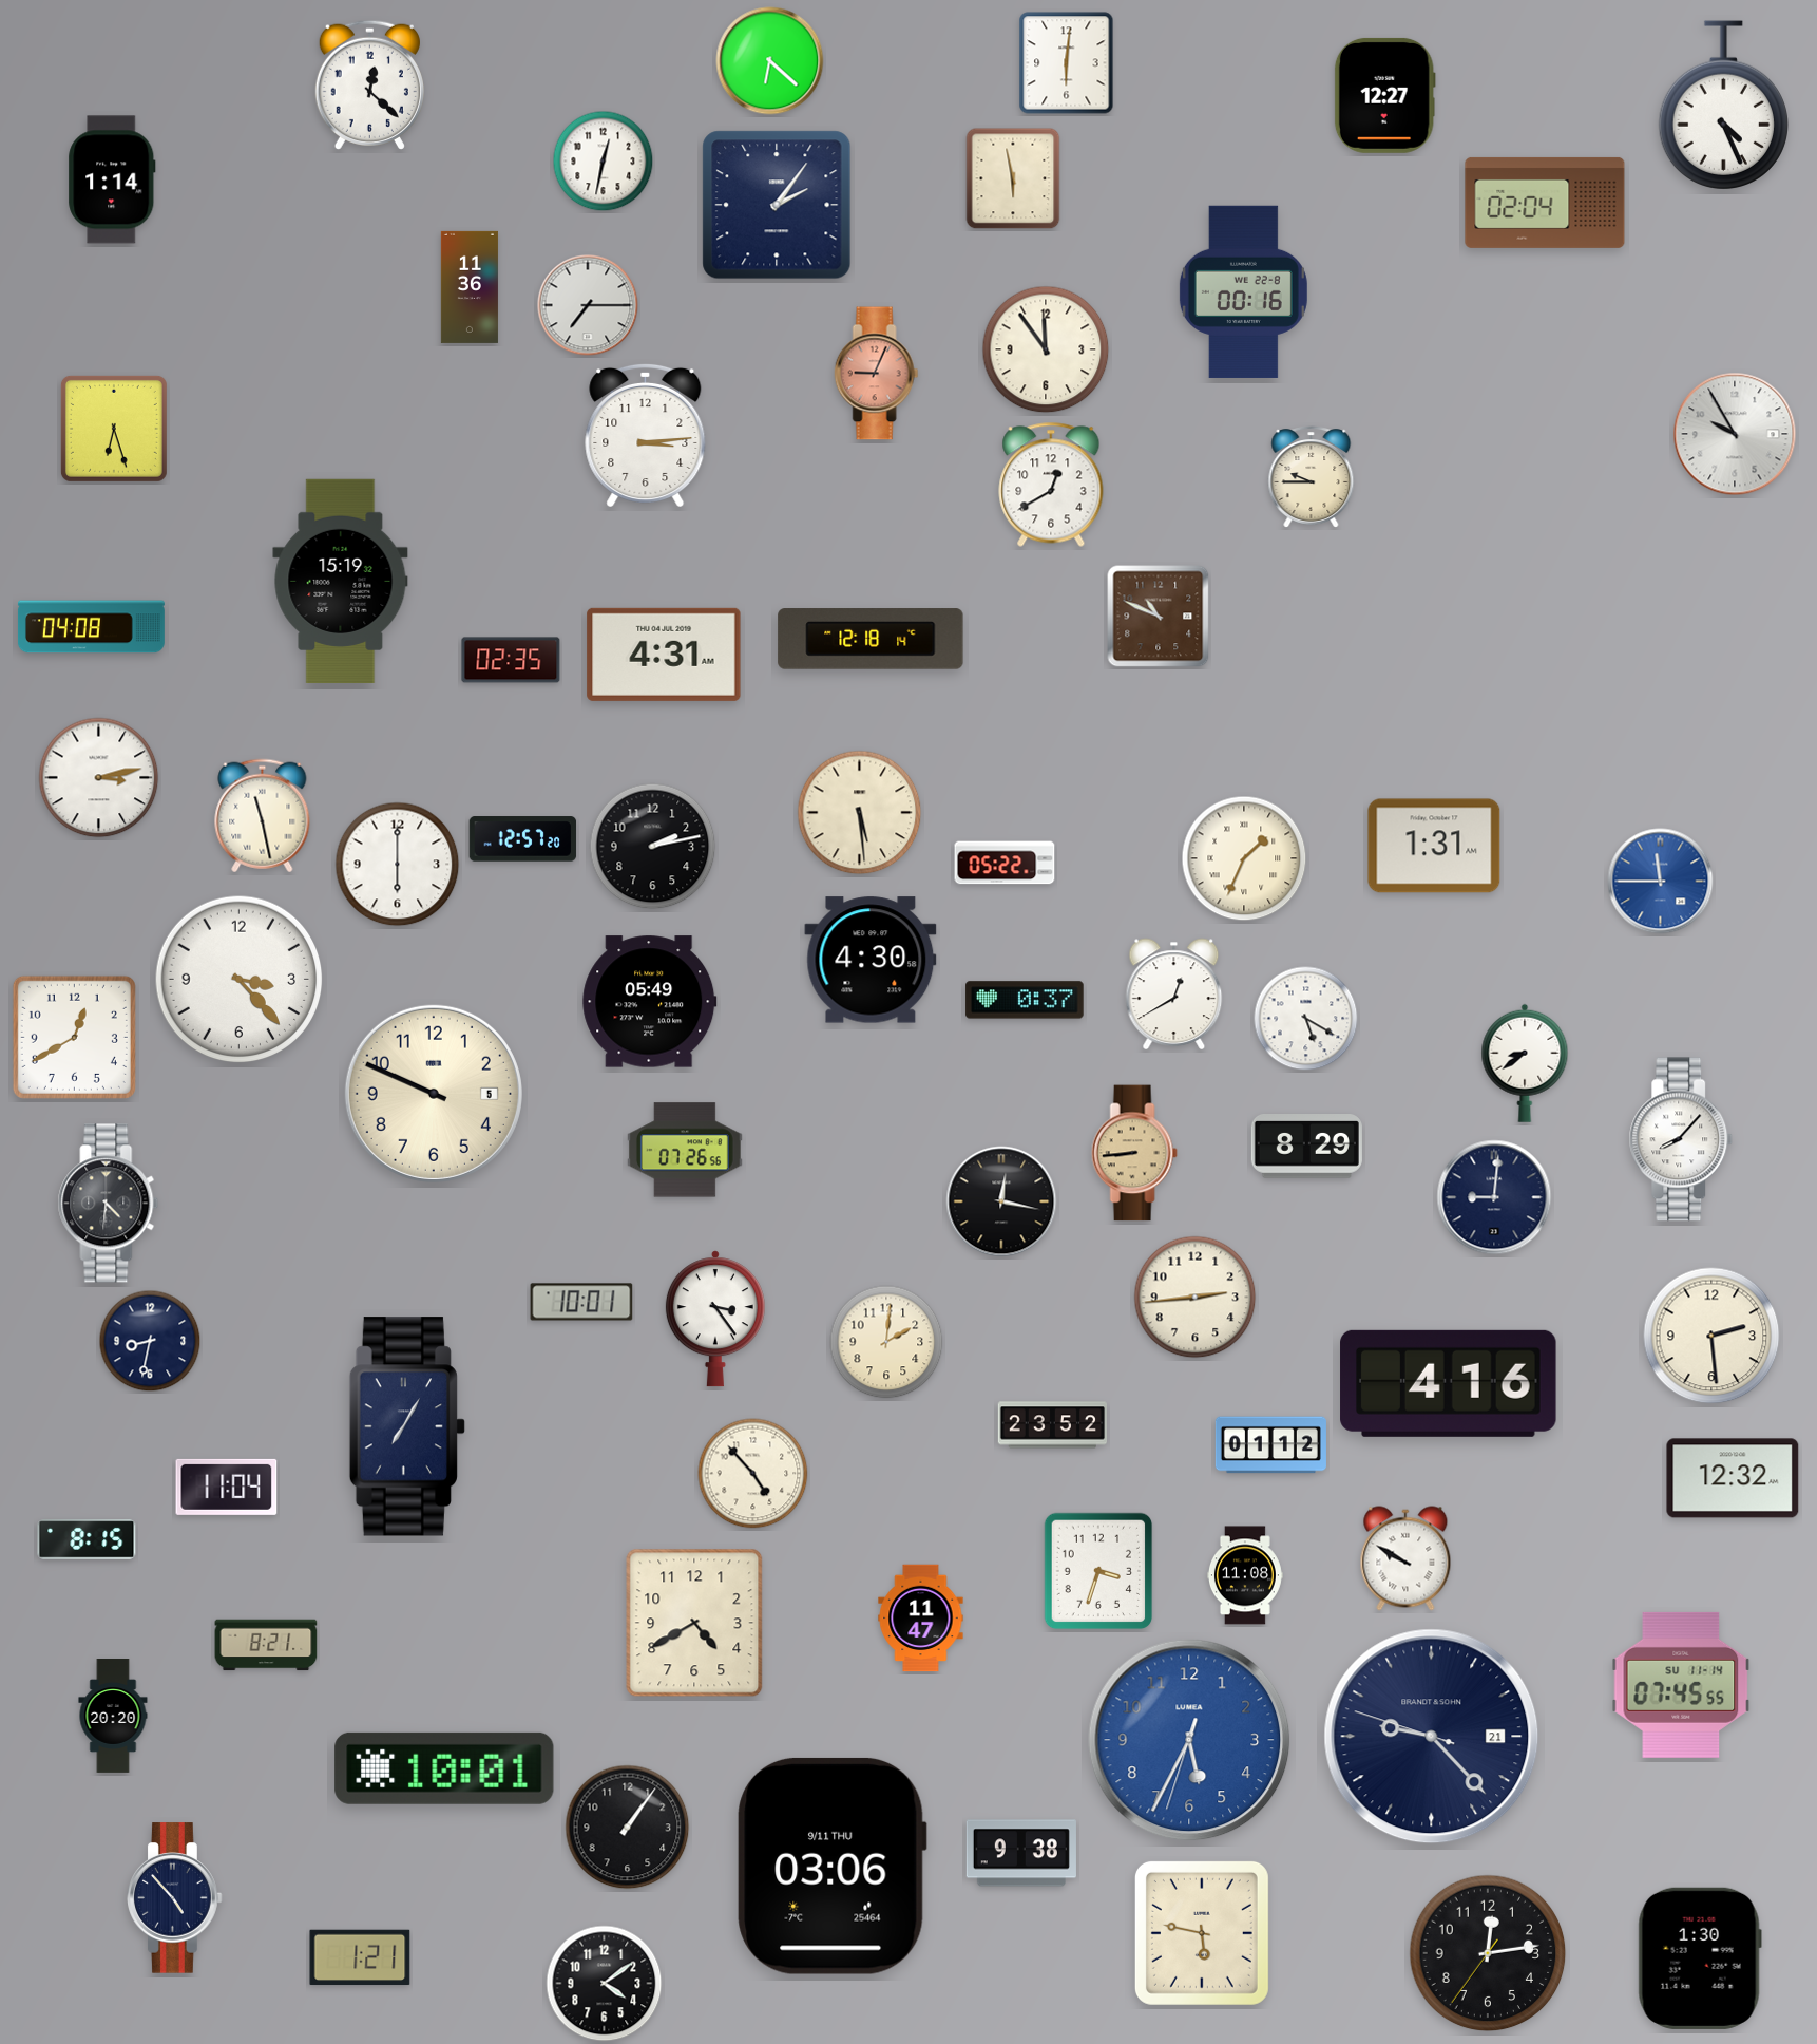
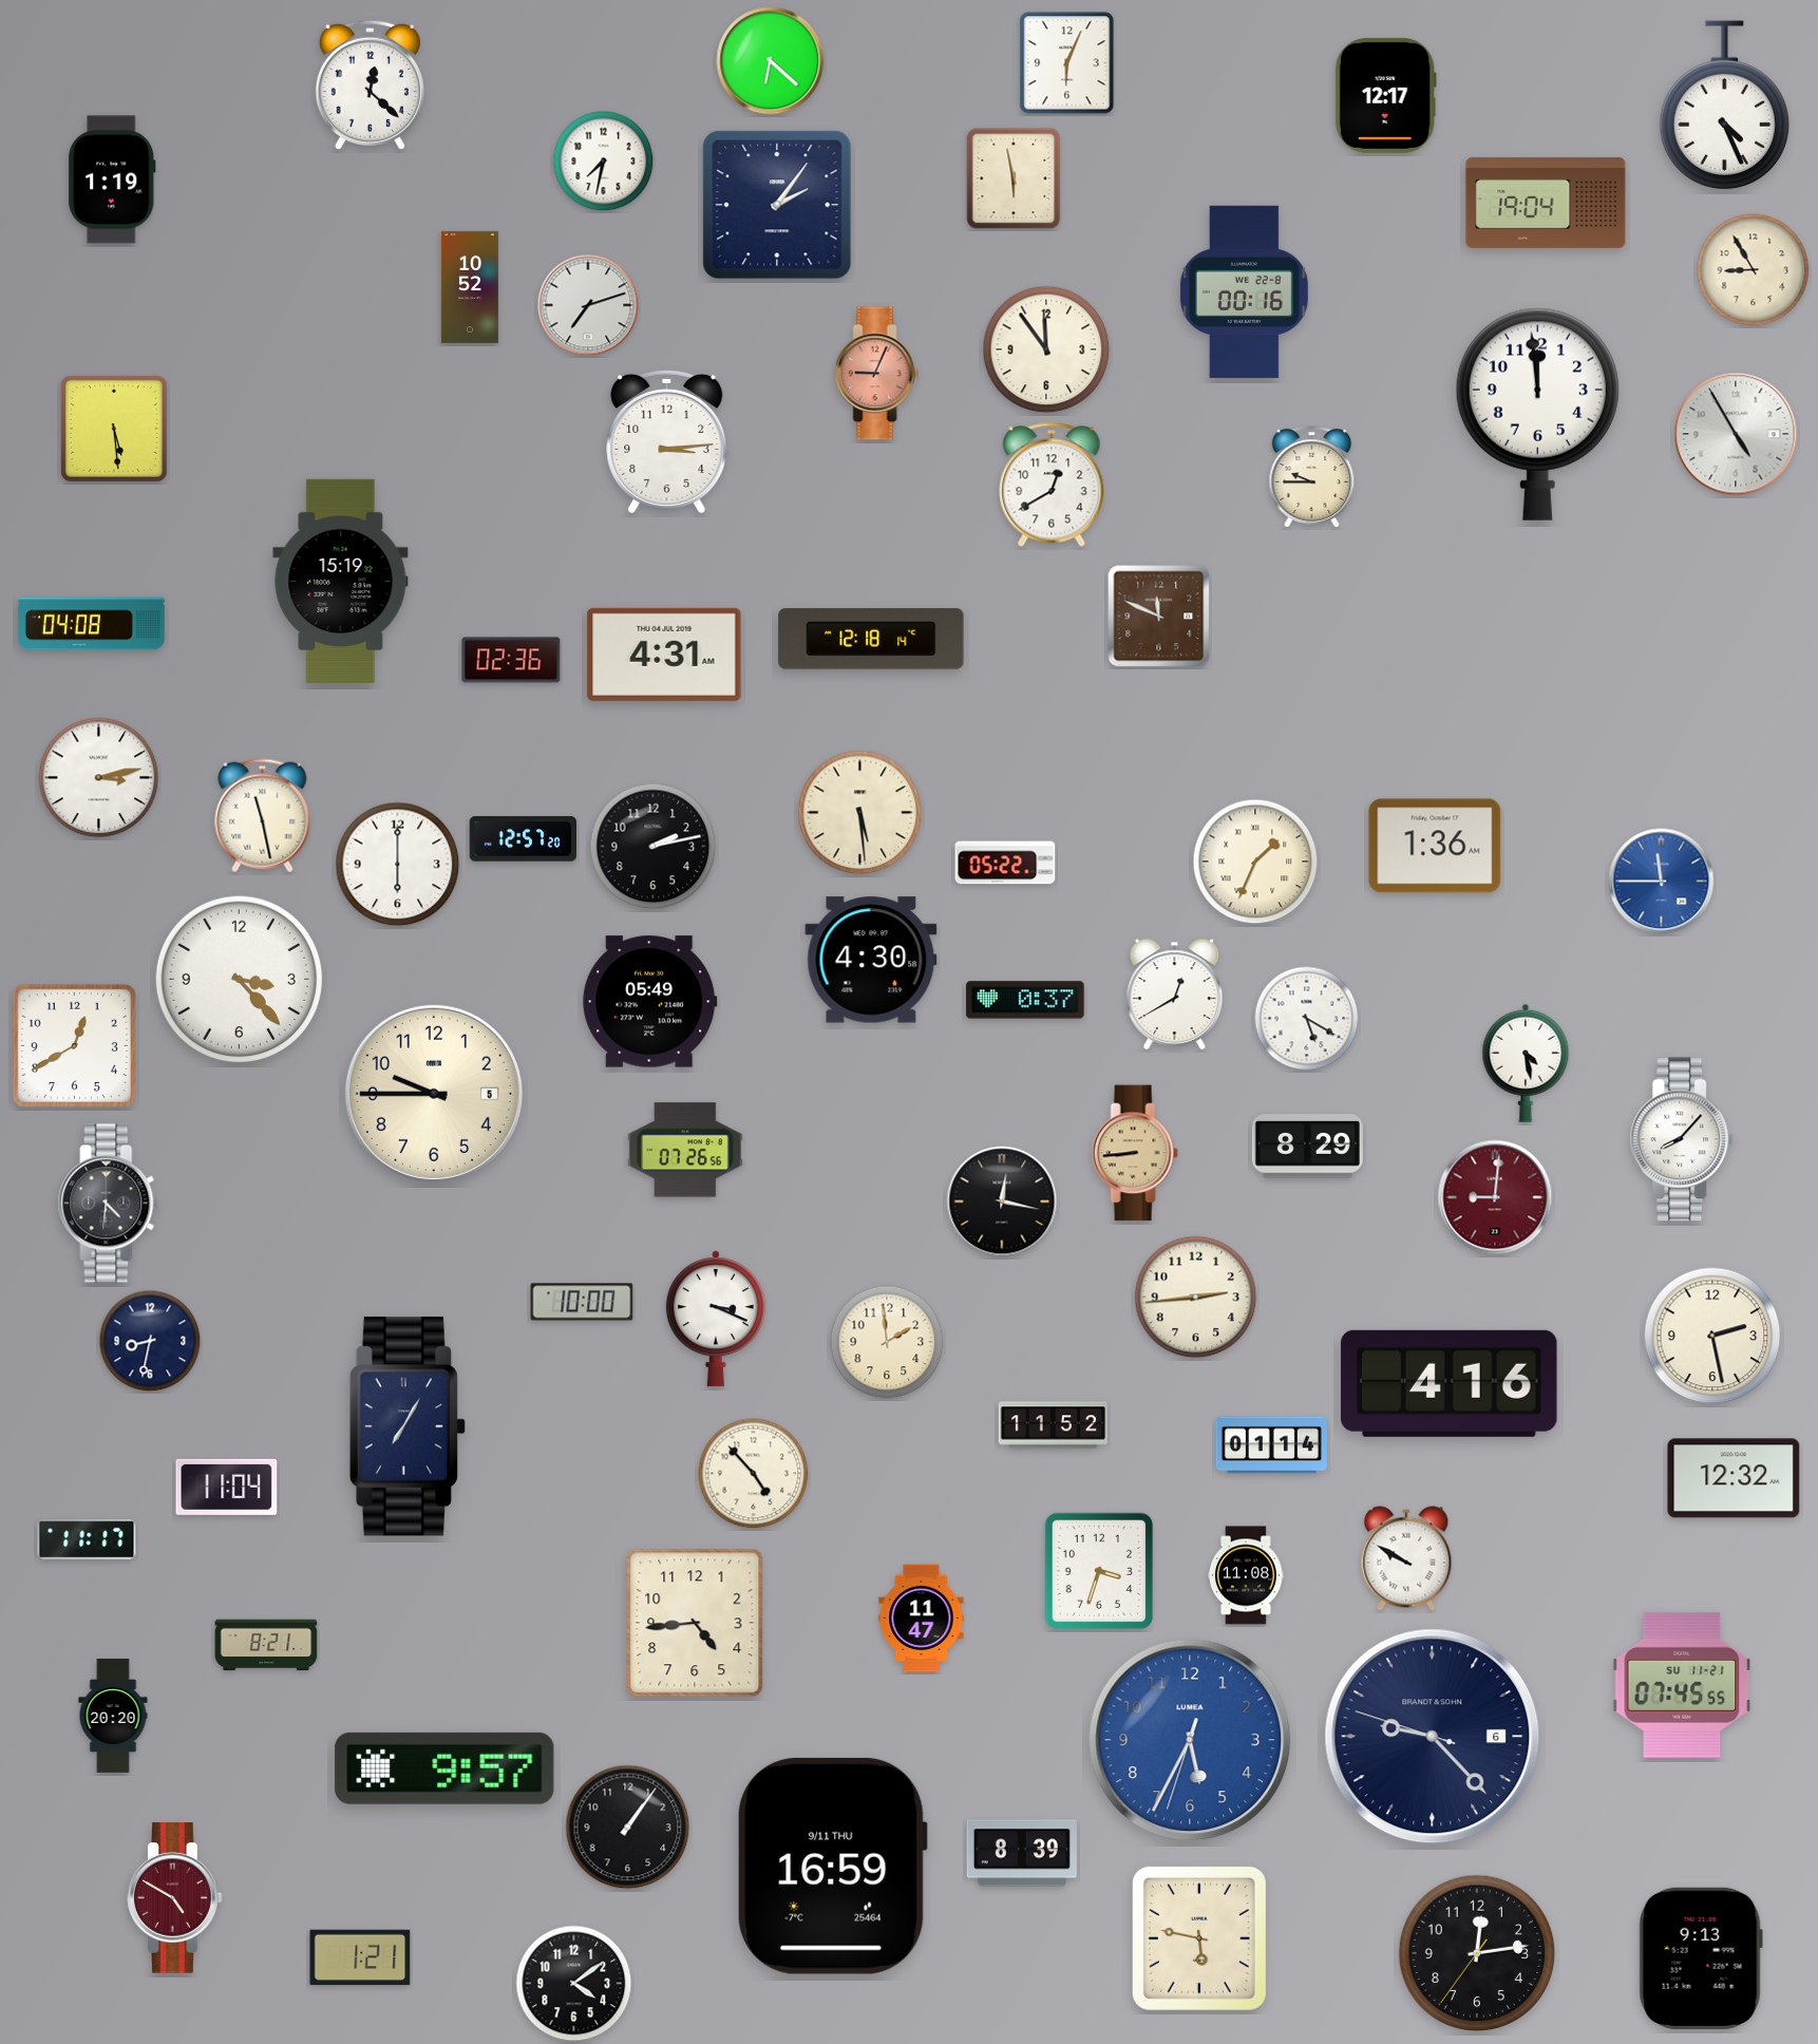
clock at (1067, 63): 6:01 -> 6:04
clock at (1384, 95): 12:27 -> 12:17
clock at (604, 162): 12:32 -> 7:32
clock at (112, 179): 1:14 -> 1:19
clock at (1545, 203): 02:04 -> 19:04
clock at (1754, 270): none -> 8:55
clock at (470, 287): 11:36 -> 10:52
clock at (588, 305): 7:15 -> 7:12
clock at (1537, 414): none -> 11:59
clock at (114, 429): 6:27 -> 5:29
clock at (646, 434) position: (646, 434) -> (667, 440)
clock at (1735, 434): 9:55 -> 4:55
clock at (1159, 617): 10:49 -> 11:49
clock at (91, 627) position: (91, 627) -> (91, 624)
clock at (511, 660): 02:35 -> 02:36
clock at (1434, 846): 1:31 -> 1:36
clock at (1244, 858) position: (1244, 858) -> (1255, 862)
clock at (74, 1037) position: (74, 1037) -> (74, 1045)
clock at (1525, 1063): 8:39 -> 4:28
clock at (434, 1094): 9:49 -> 9:45
clock at (1494, 1197) dial: navy -> burgundy
clock at (581, 1302): 10:01 -> 10:00
clock at (715, 1319): 3:24 -> 3:19
clock at (1711, 1336): 2:29 -> 2:28
clock at (886, 1342): 2:01 -> 1:59
clock at (1052, 1425): 23:52 -> 11:52
clock at (1270, 1445): 01:12 -> 01:14
clock at (87, 1539): 8:15 -> 11:17
clock at (694, 1623): 4:40 -> 4:44
clock at (1681, 1685) date: SU 11-14 -> SU 11-21
clock at (1432, 1737) date: 21 -> 6
clock at (444, 1768): 10:01 -> 9:57
clock at (1021, 1853): 9:38 -> 8:39
clock at (831, 1866): 03:06 -> 16:59
clock at (175, 1898): 4:53 -> 4:50
clock at (175, 1898) dial: navy -> burgundy
clock at (1202, 1933) position: (1202, 1933) -> (1199, 1938)
clock at (1488, 1953) position: (1488, 1953) -> (1477, 1953)
clock at (1700, 1958): 1:30 -> 9:13
clock at (605, 1984) position: (605, 1984) -> (574, 1984)
